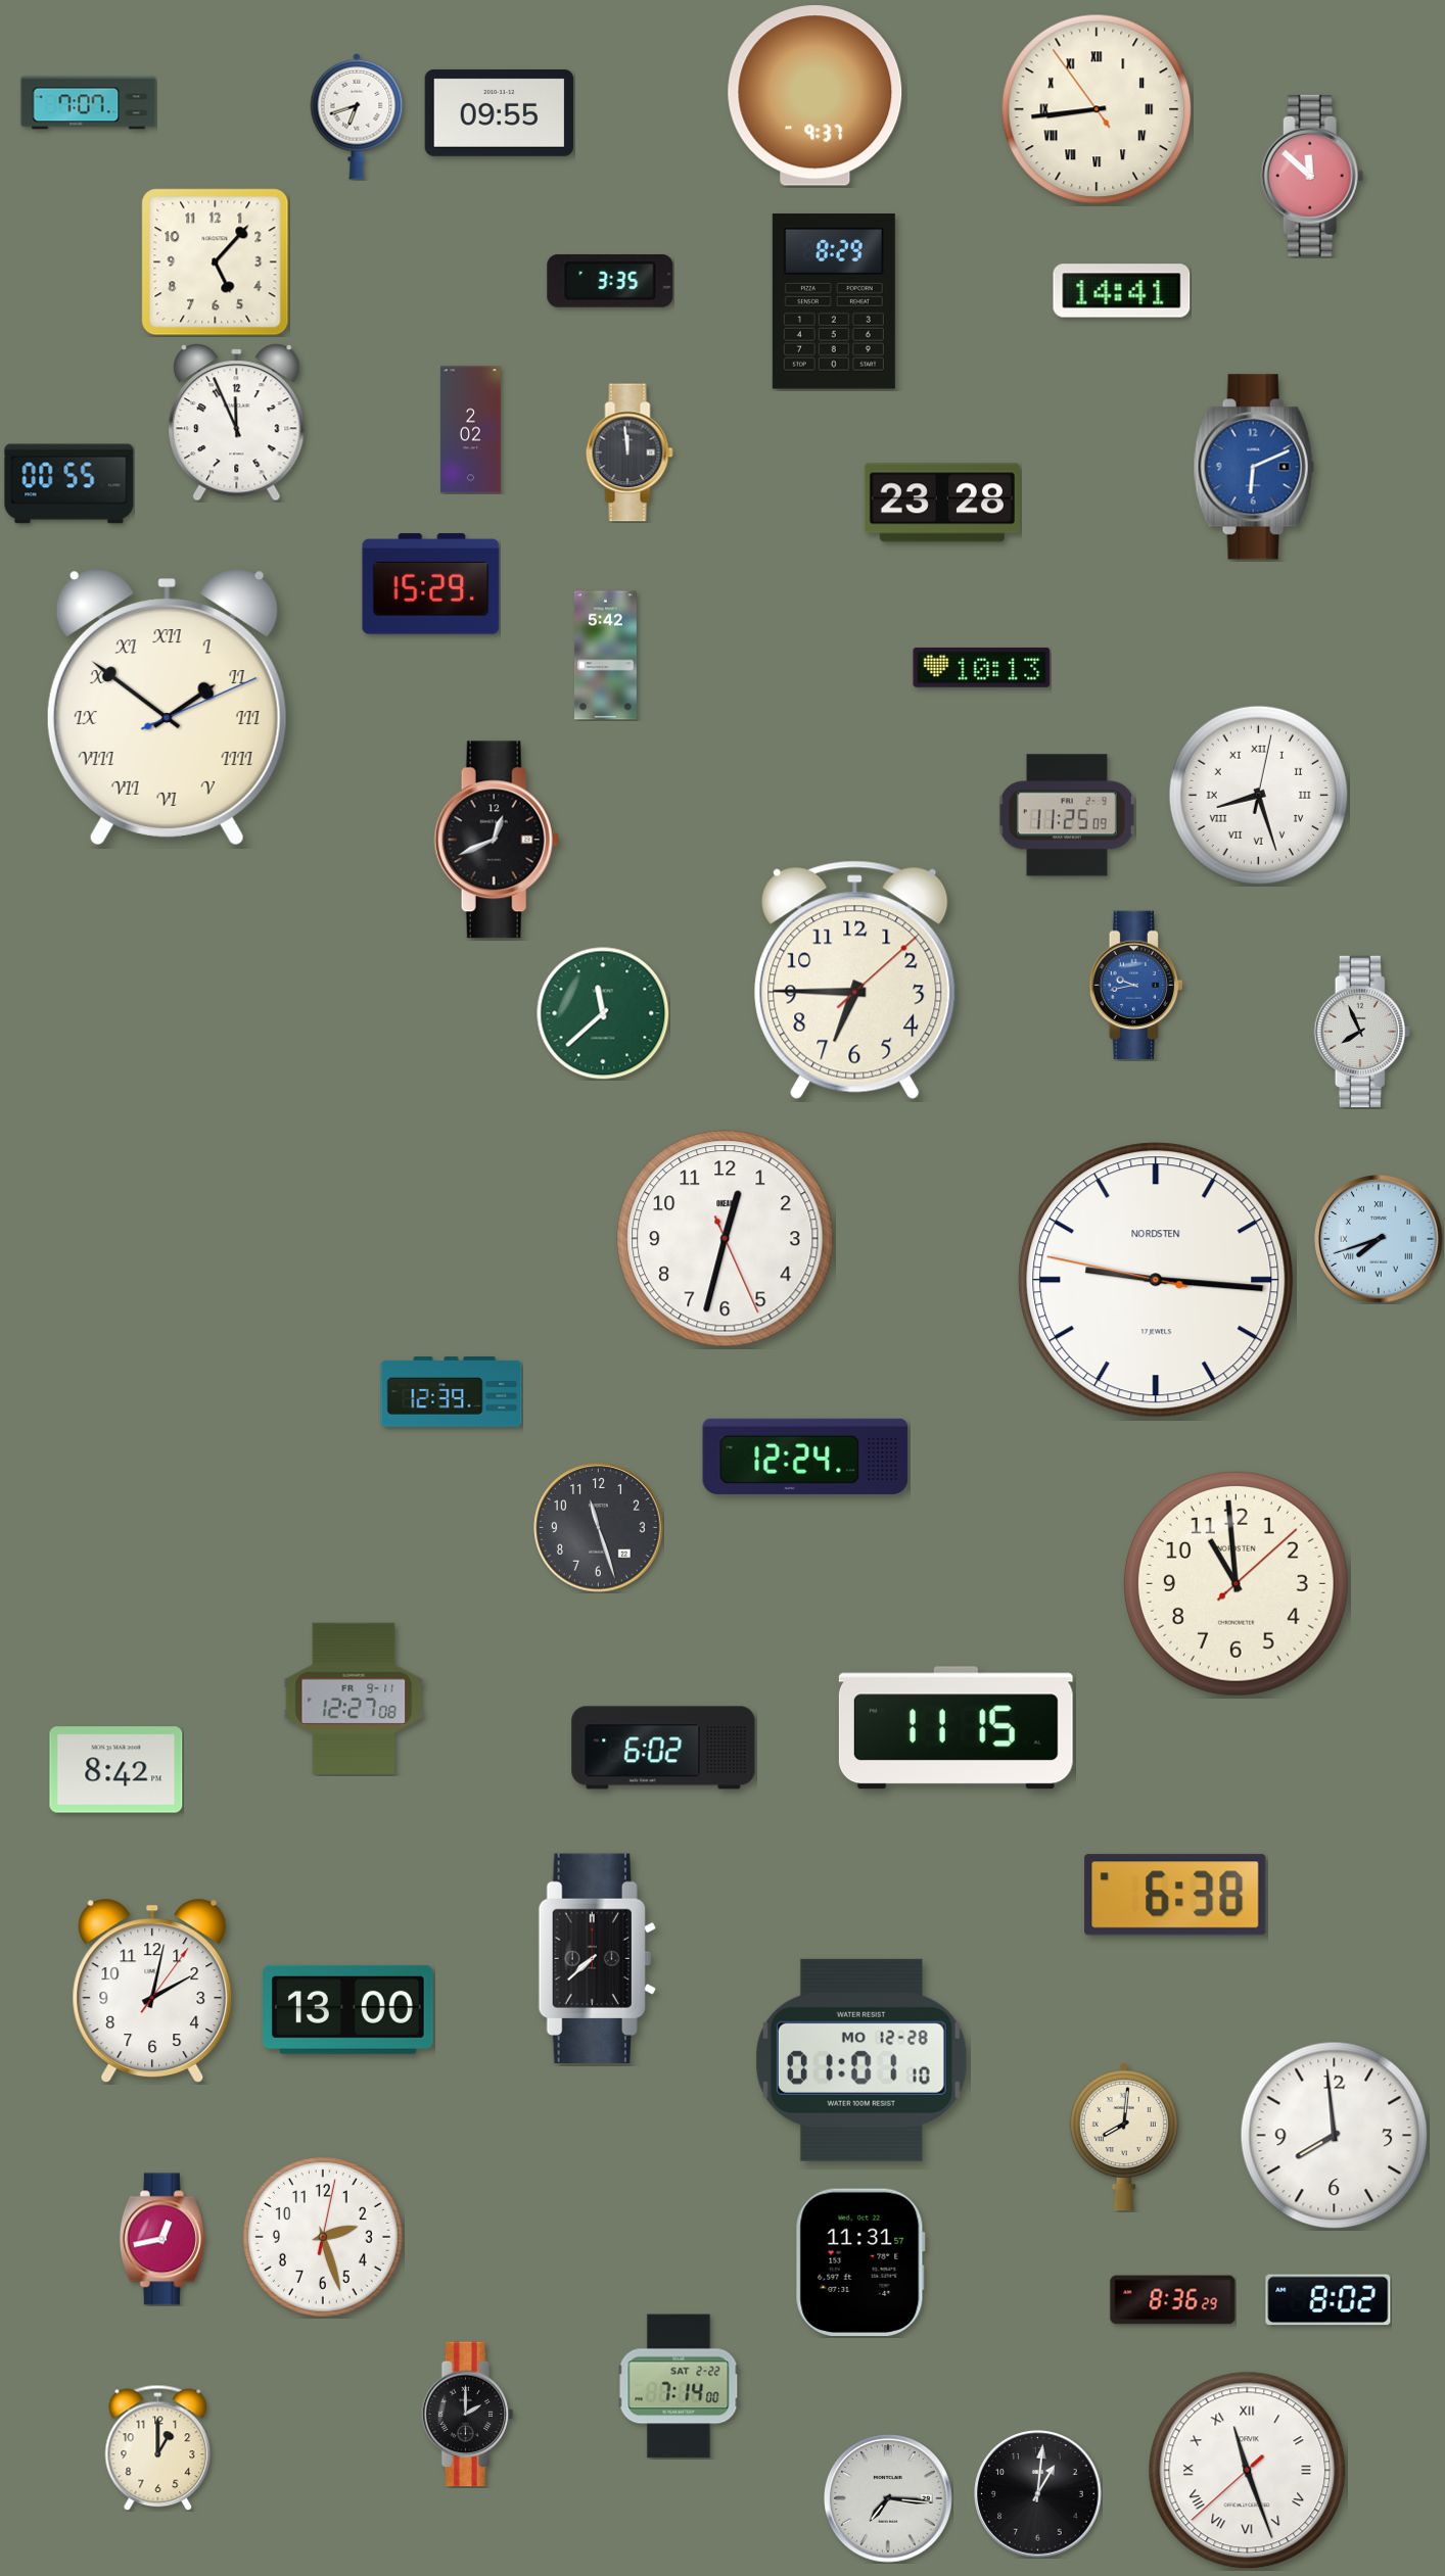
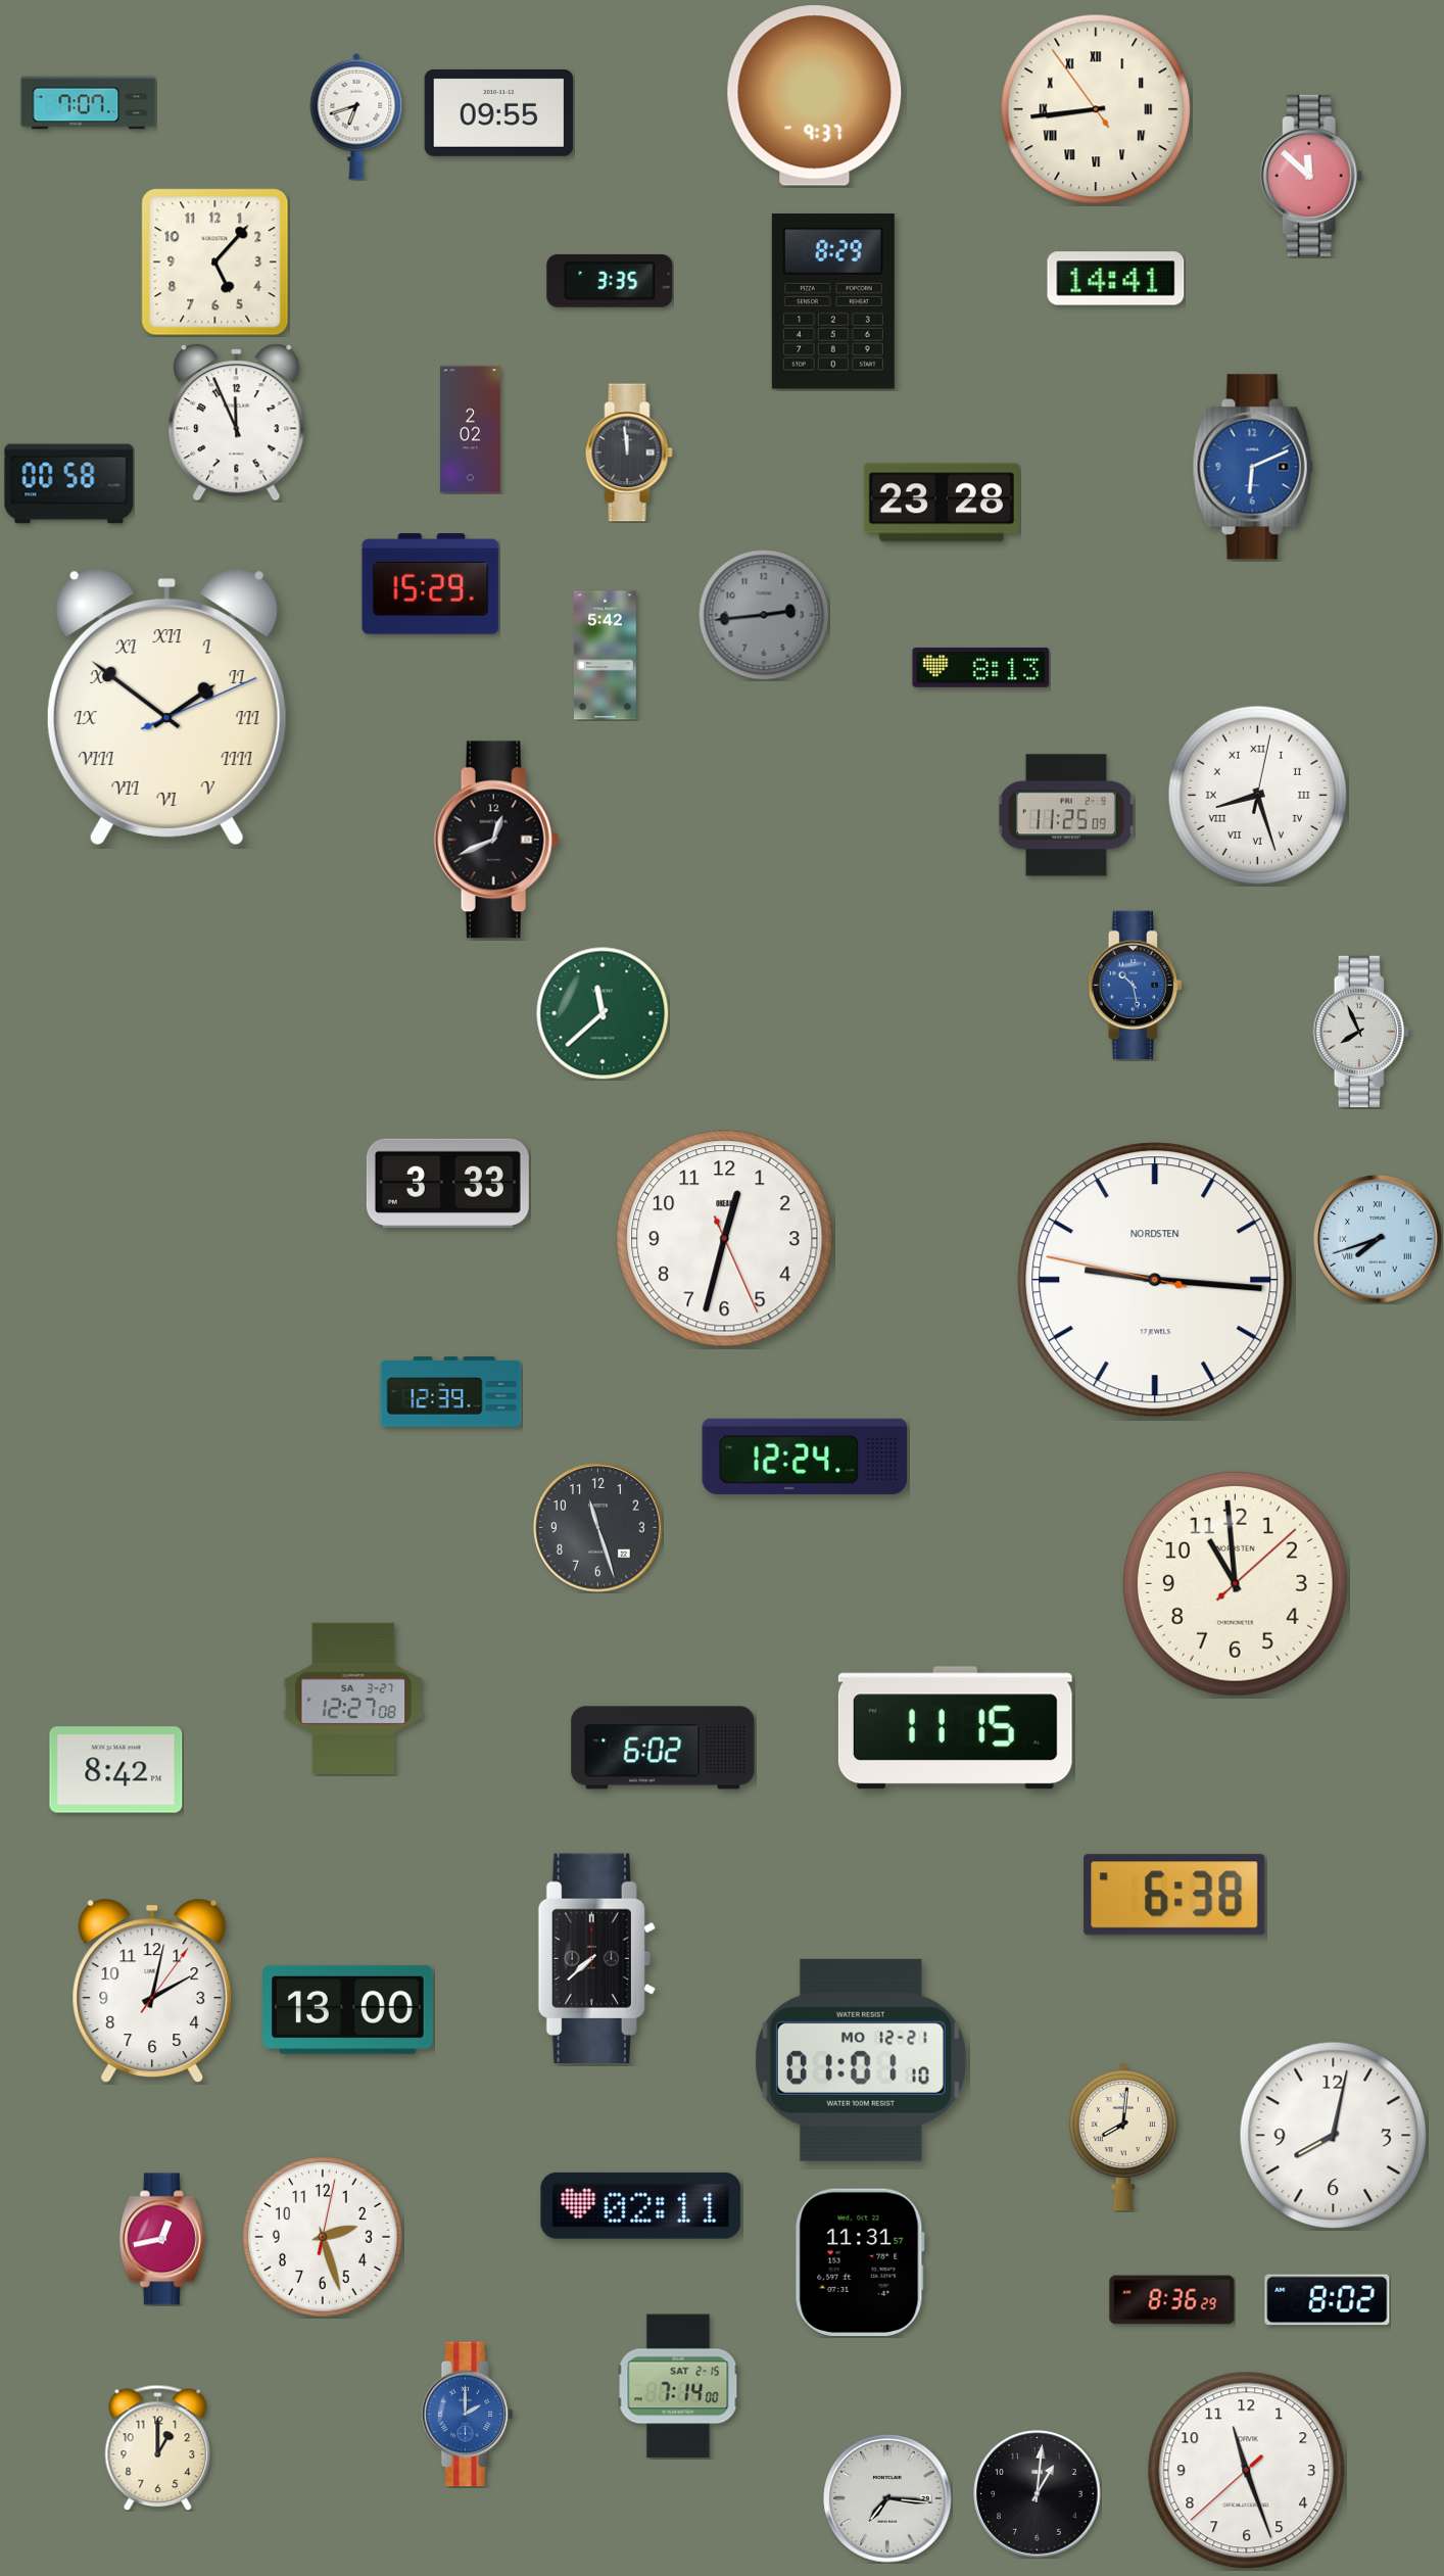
clock at (1122, 291) position: (1122, 291) -> (1116, 279)
clock at (69, 484): 00:55 -> 00:58
clock at (764, 615): none -> 2:44
clock at (982, 667): 10:13 -> 8:13
clock at (855, 980): 6:45 -> none
clock at (1135, 986): 9:43 -> 10:28
clock at (447, 1183): none -> 3:33
clock at (354, 1698) date: FR 9-11 -> SA 3-27
clock at (861, 2060) date: MO 12-28 -> MO 12-21
clock at (1335, 2136): 7:59 -> 8:02
clock at (641, 2205): none -> 02:11
clock at (679, 2386) date: SAT 2-22 -> SAT 2-15
clock at (468, 2415) dial: black -> blue
clock at (1248, 2471) numerals: Roman -> Arabic
